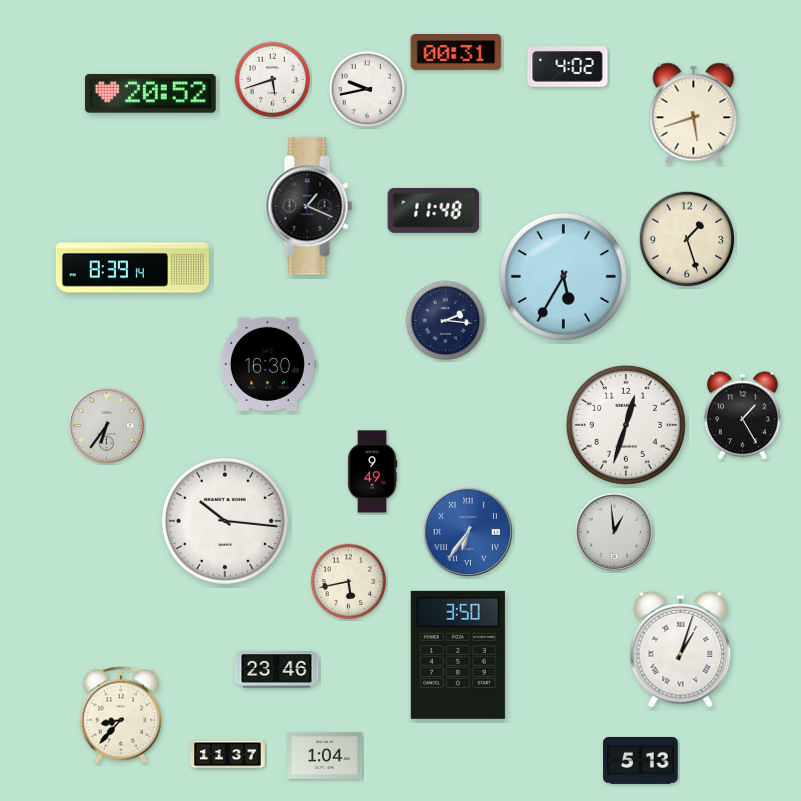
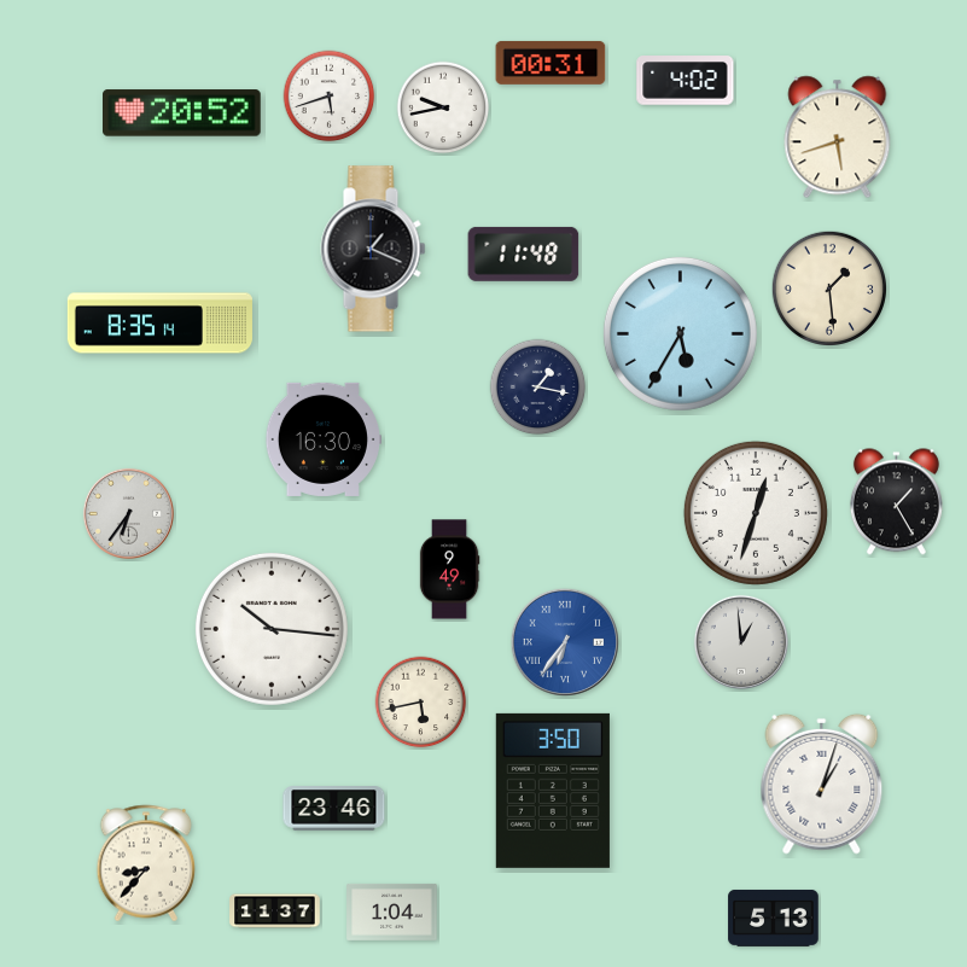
clock at (686, 238): 1:27 -> 1:29
clock at (132, 268): 8:39 -> 8:35
clock at (446, 321): 2:16 -> 1:17
